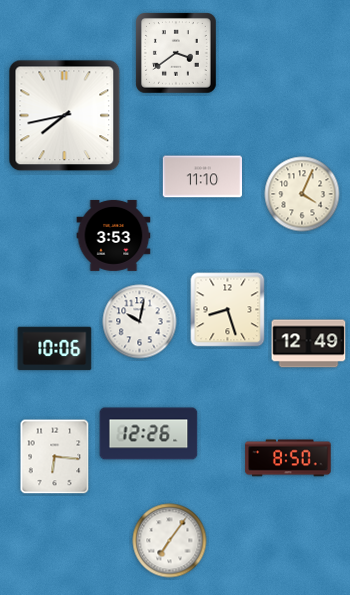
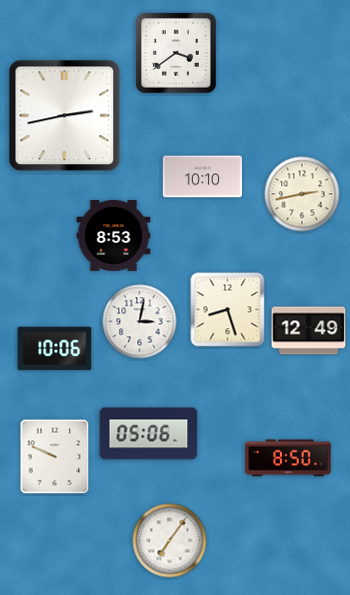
clock at (65, 116): 7:43 -> 2:43
clock at (202, 177): 11:10 -> 10:10
clock at (302, 194): 4:04 -> 2:43
clock at (114, 235): 3:53 -> 8:53
clock at (140, 322): 10:02 -> 3:02
clock at (309, 344) position: (309, 344) -> (309, 331)
clock at (149, 434): 12:26 -> 05:06
clock at (55, 457): 6:16 -> 9:49
